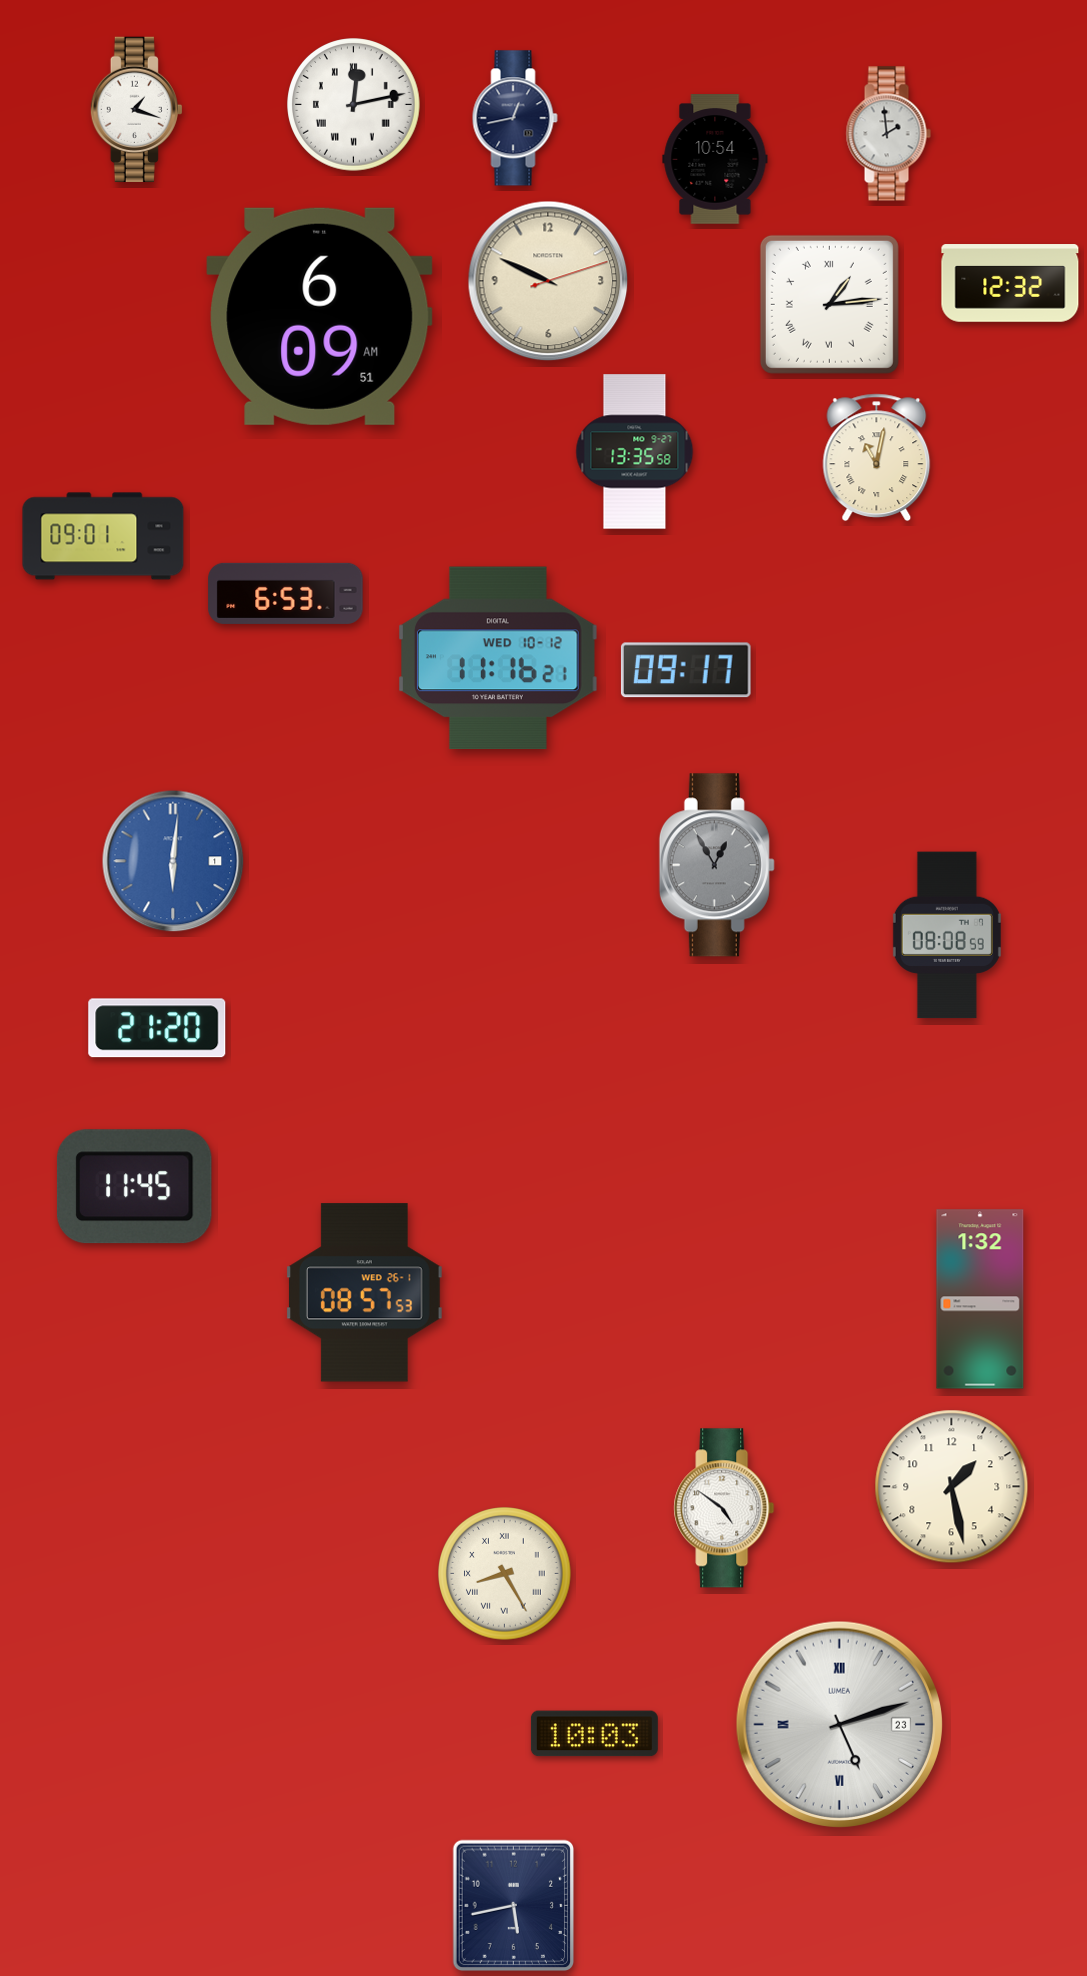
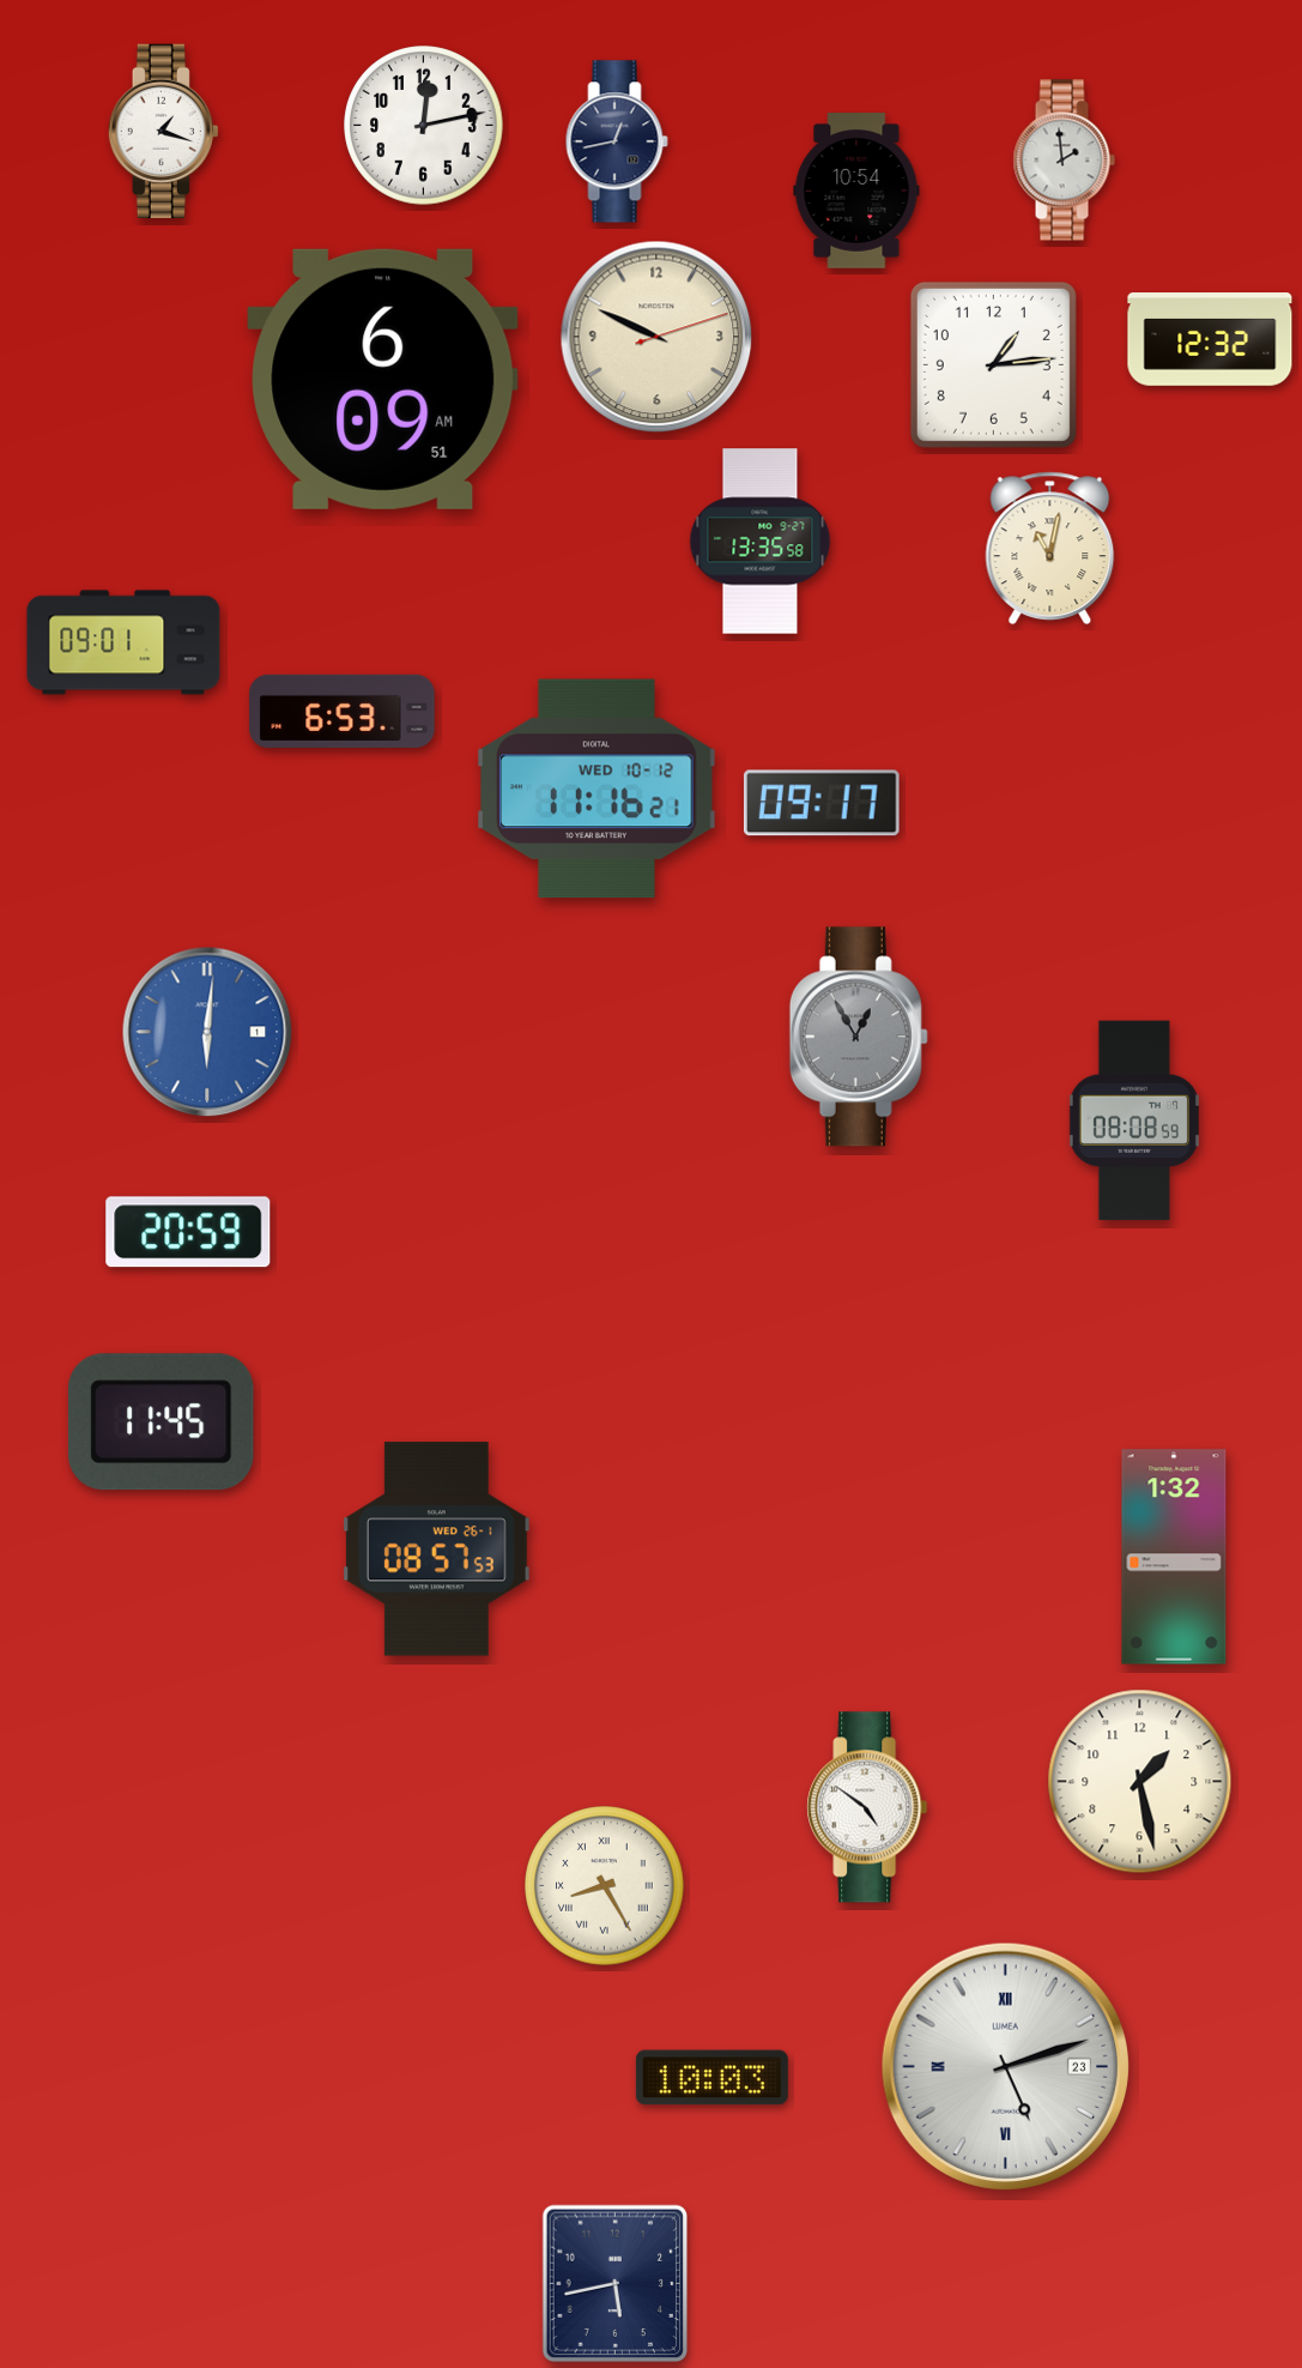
clock at (354, 105) numerals: Roman -> Arabic
clock at (829, 304) numerals: Roman -> Arabic
clock at (157, 1028): 21:20 -> 20:59
